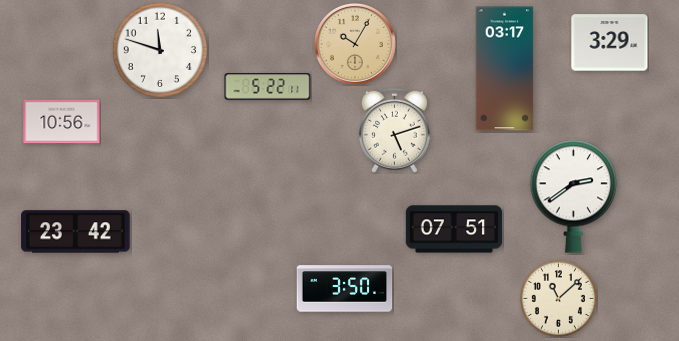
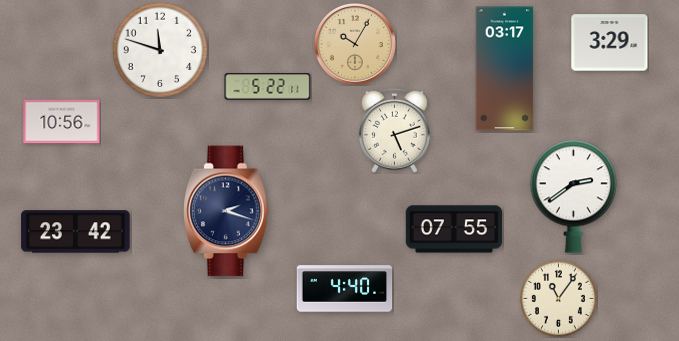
clock at (227, 211): none -> 2:18
clock at (454, 229): 07:51 -> 07:55
clock at (345, 289): 3:50 -> 4:40
clock at (558, 298): 11:08 -> 11:06
